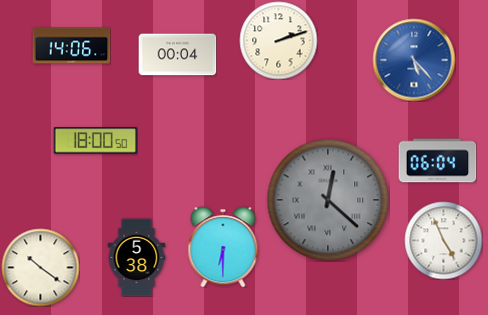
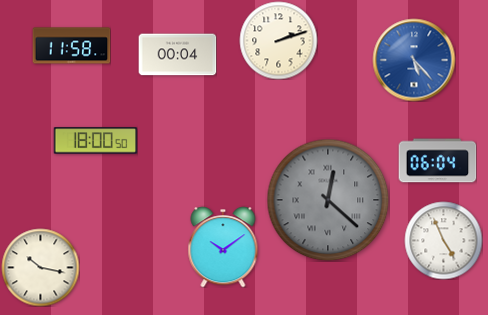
clock at (71, 46): 14:06 -> 11:58
clock at (223, 247): 6:30 -> 10:09
clock at (137, 257): 5:38 -> none
clock at (40, 267): 10:21 -> 10:17
